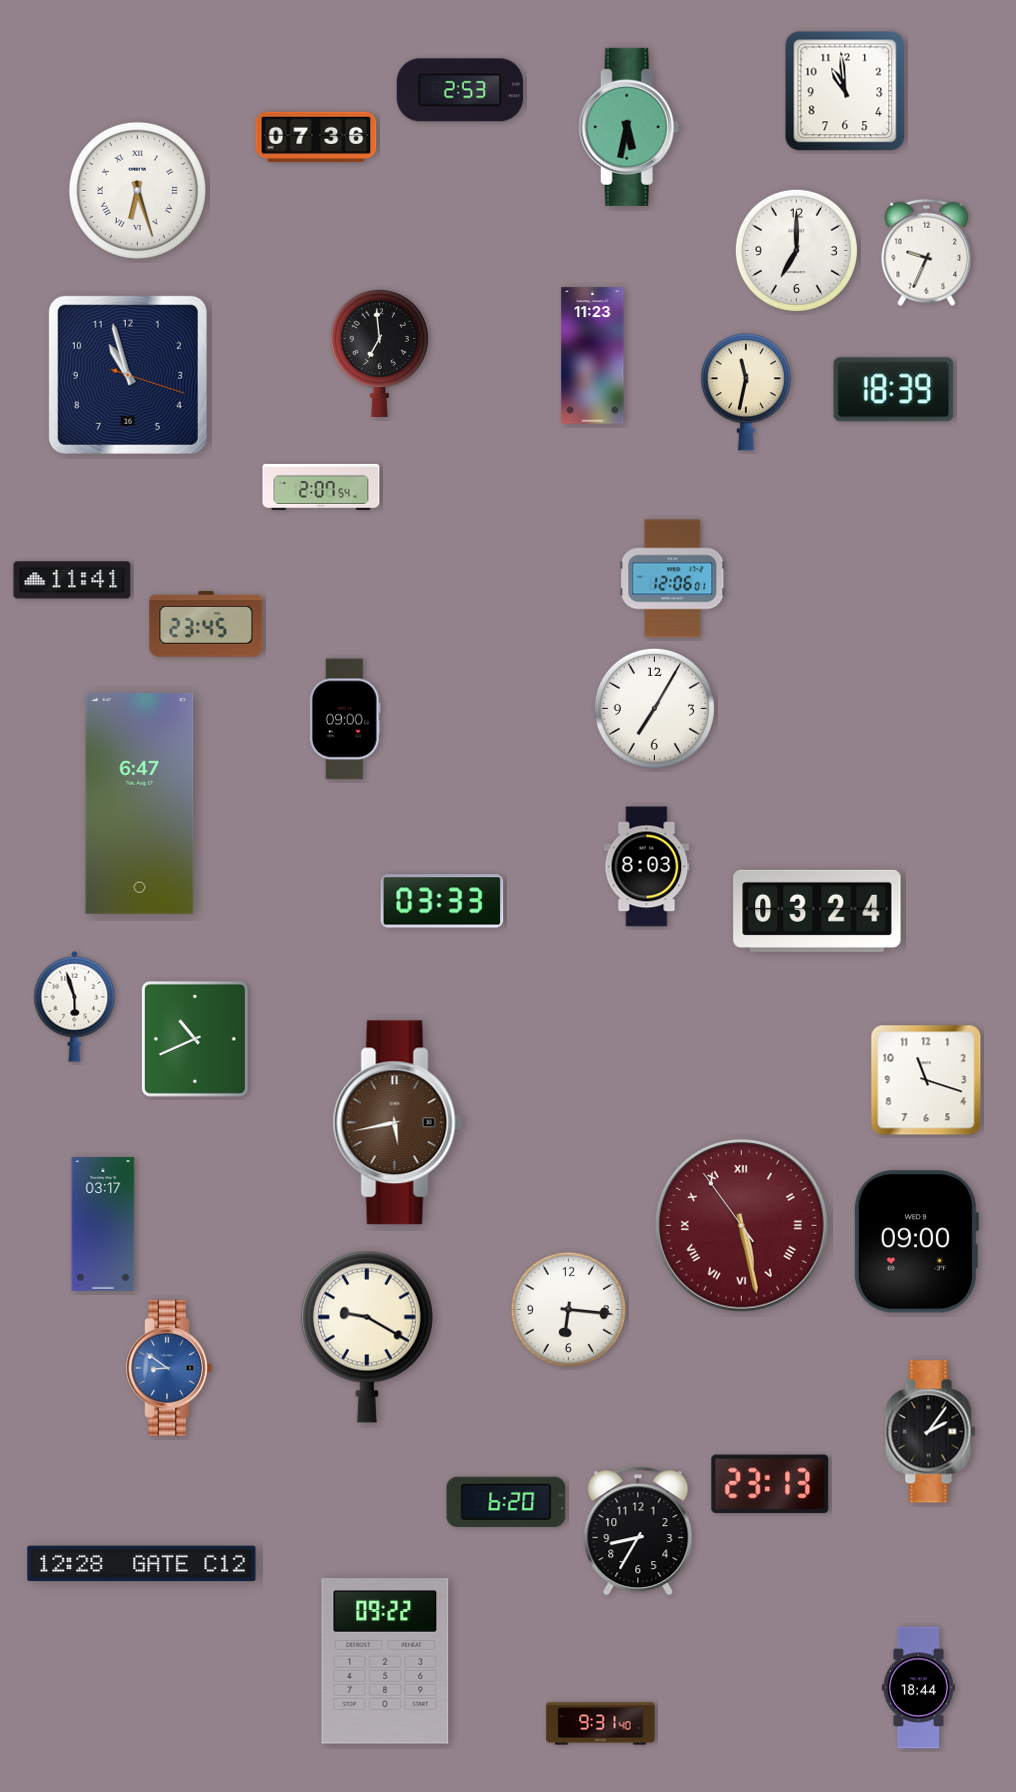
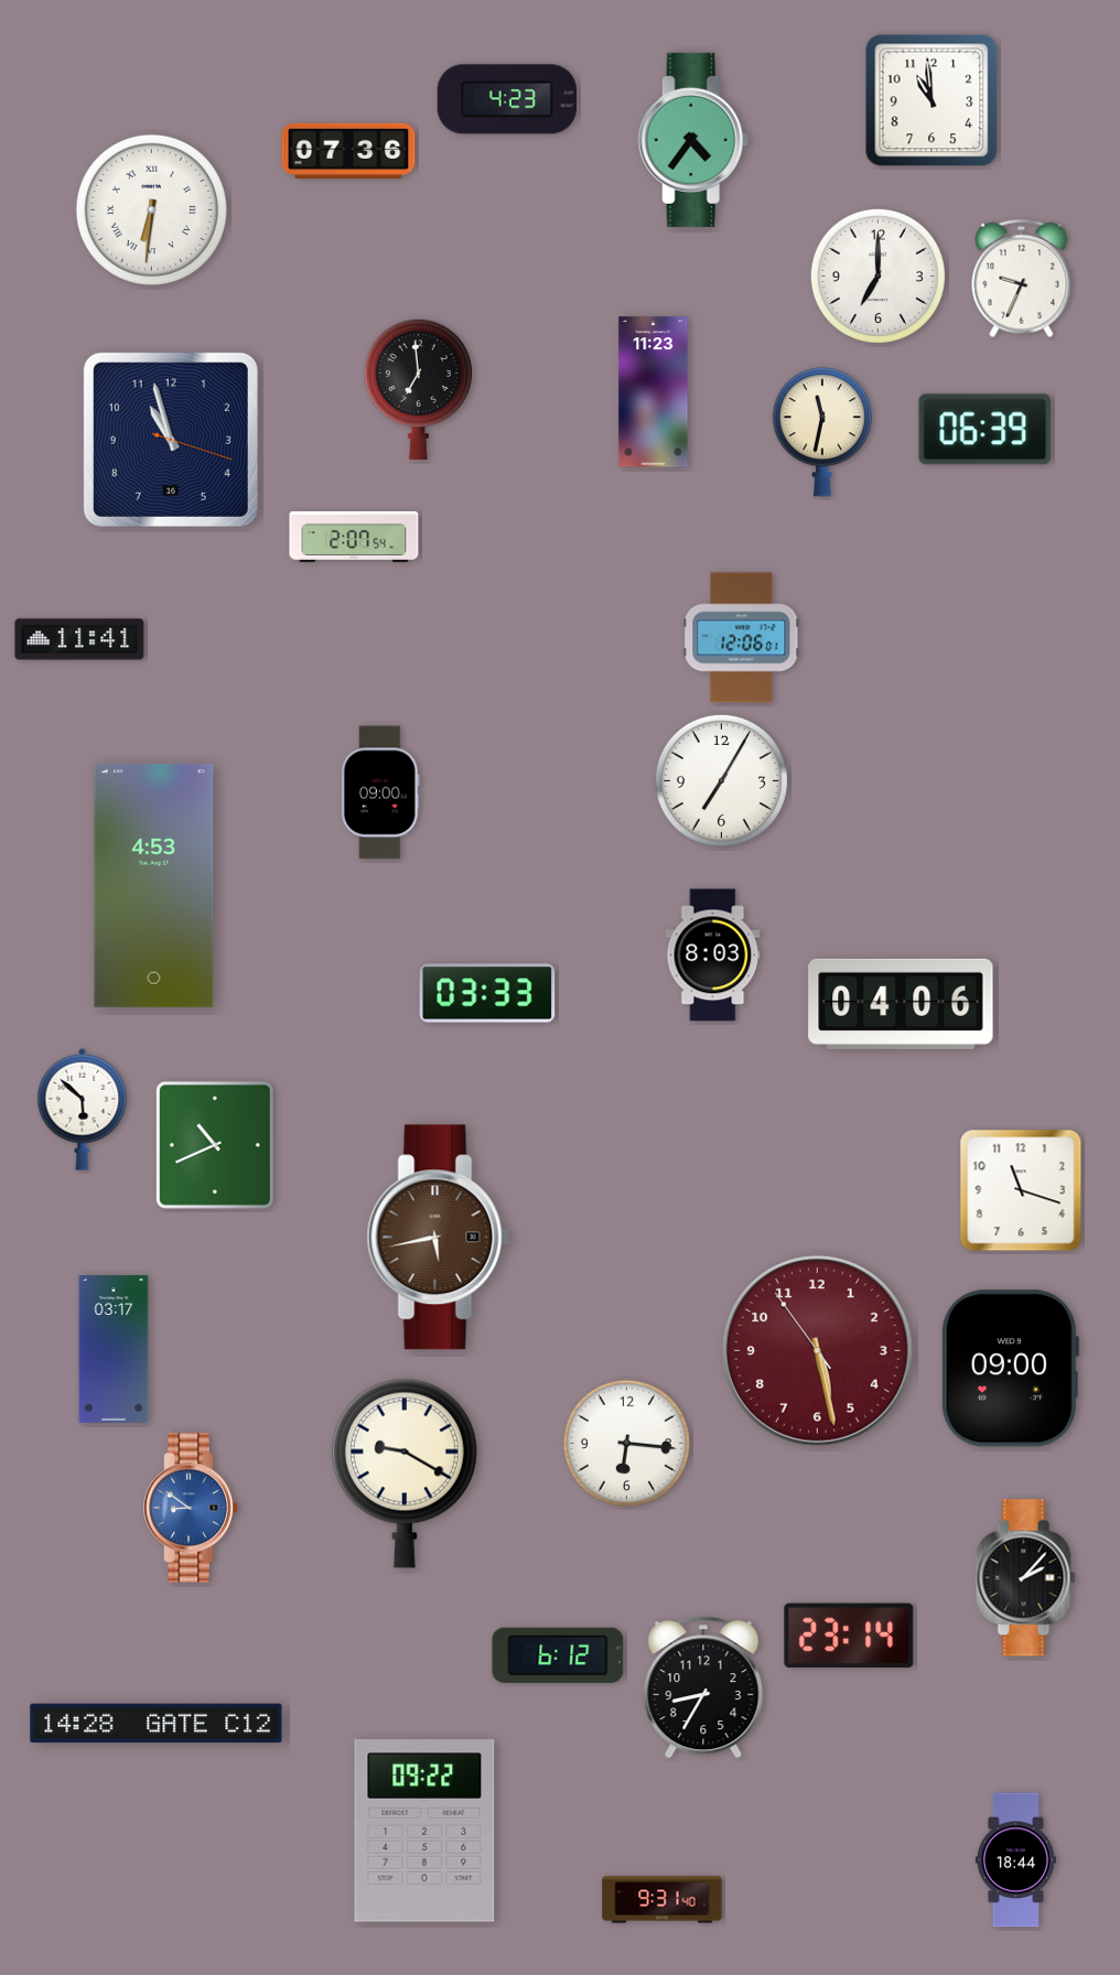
clock at (460, 90): 2:53 -> 4:23
clock at (629, 127): 5:32 -> 4:36
clock at (137, 190): 6:27 -> 6:31
clock at (128, 375) position: (128, 375) -> (171, 440)
clock at (894, 390): 18:39 -> 06:39
clock at (206, 624): 23:45 -> none
clock at (140, 803): 6:47 -> 4:53
clock at (817, 911): 03:24 -> 04:06
clock at (75, 1006): 5:57 -> 5:52
clock at (741, 1225) numerals: Roman -> Arabic
clock at (169, 1368) position: (169, 1368) -> (191, 1508)
clock at (931, 1432): 2:06 -> 2:07
clock at (770, 1484): 23:13 -> 23:14
clock at (506, 1502): 6:20 -> 6:12
clock at (142, 1564): 12:28 -> 14:28
clock at (918, 1688) position: (918, 1688) -> (1015, 1860)
